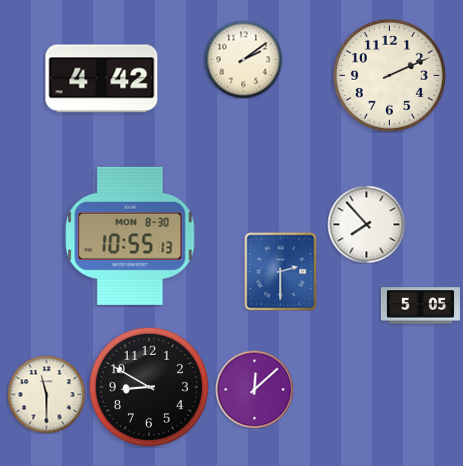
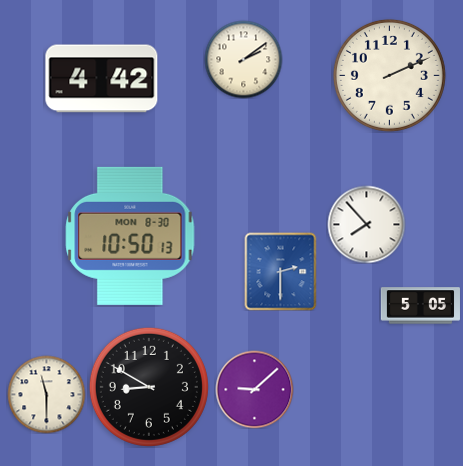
clock at (130, 236): 10:55 -> 10:50
clock at (254, 389): 12:08 -> 9:08
